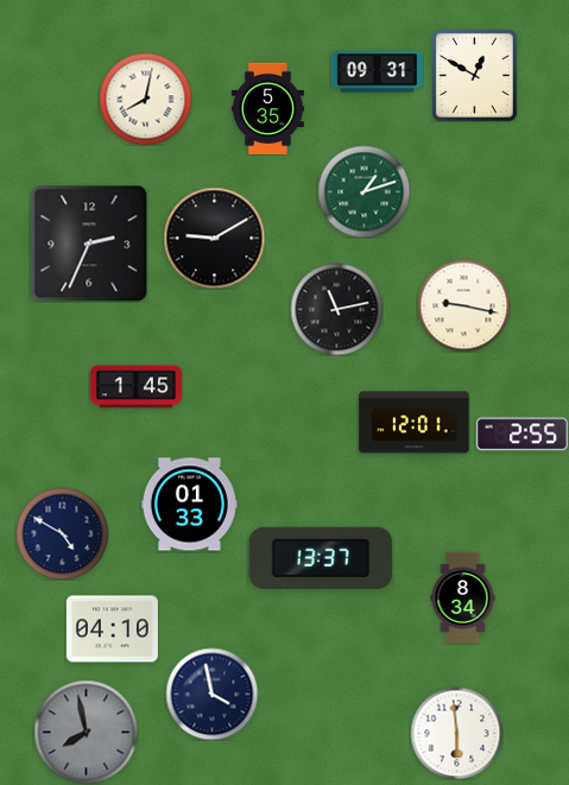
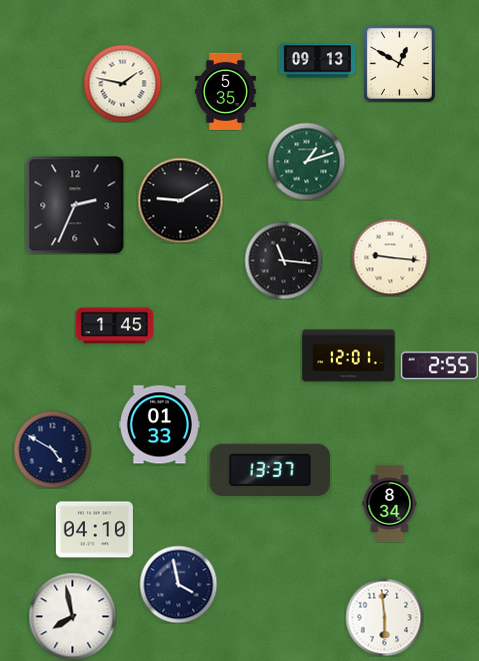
clock at (377, 72): 09:31 -> 09:13
clock at (145, 99): 8:02 -> 1:47
clock at (463, 305): 9:17 -> 9:16
clock at (336, 309): 11:13 -> 11:16
clock at (86, 732) dial: grey -> white
